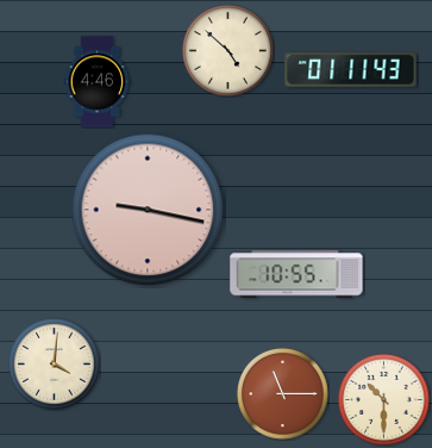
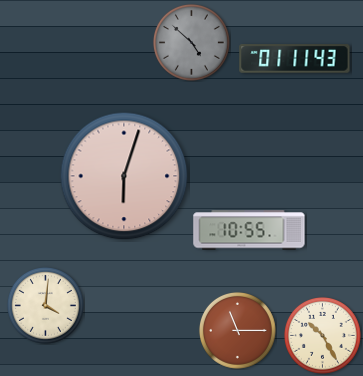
clock at (227, 50) dial: cream -> grey
clock at (98, 82): 4:46 -> none
clock at (148, 210): 9:17 -> 6:03
clock at (383, 399): 10:30 -> 10:25
